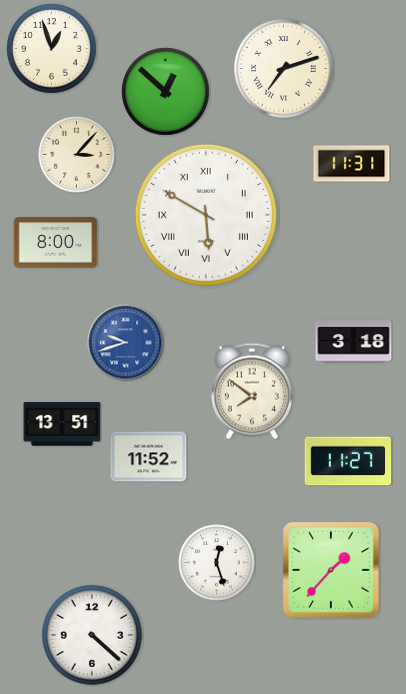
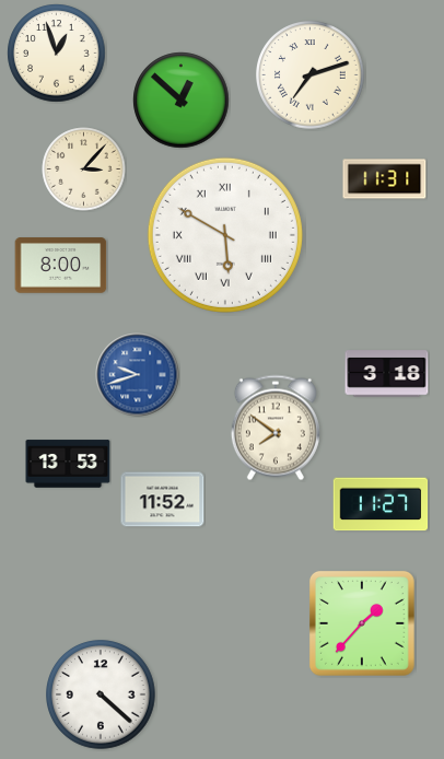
clock at (62, 424): 13:51 -> 13:53
clock at (217, 563): 12:27 -> none
